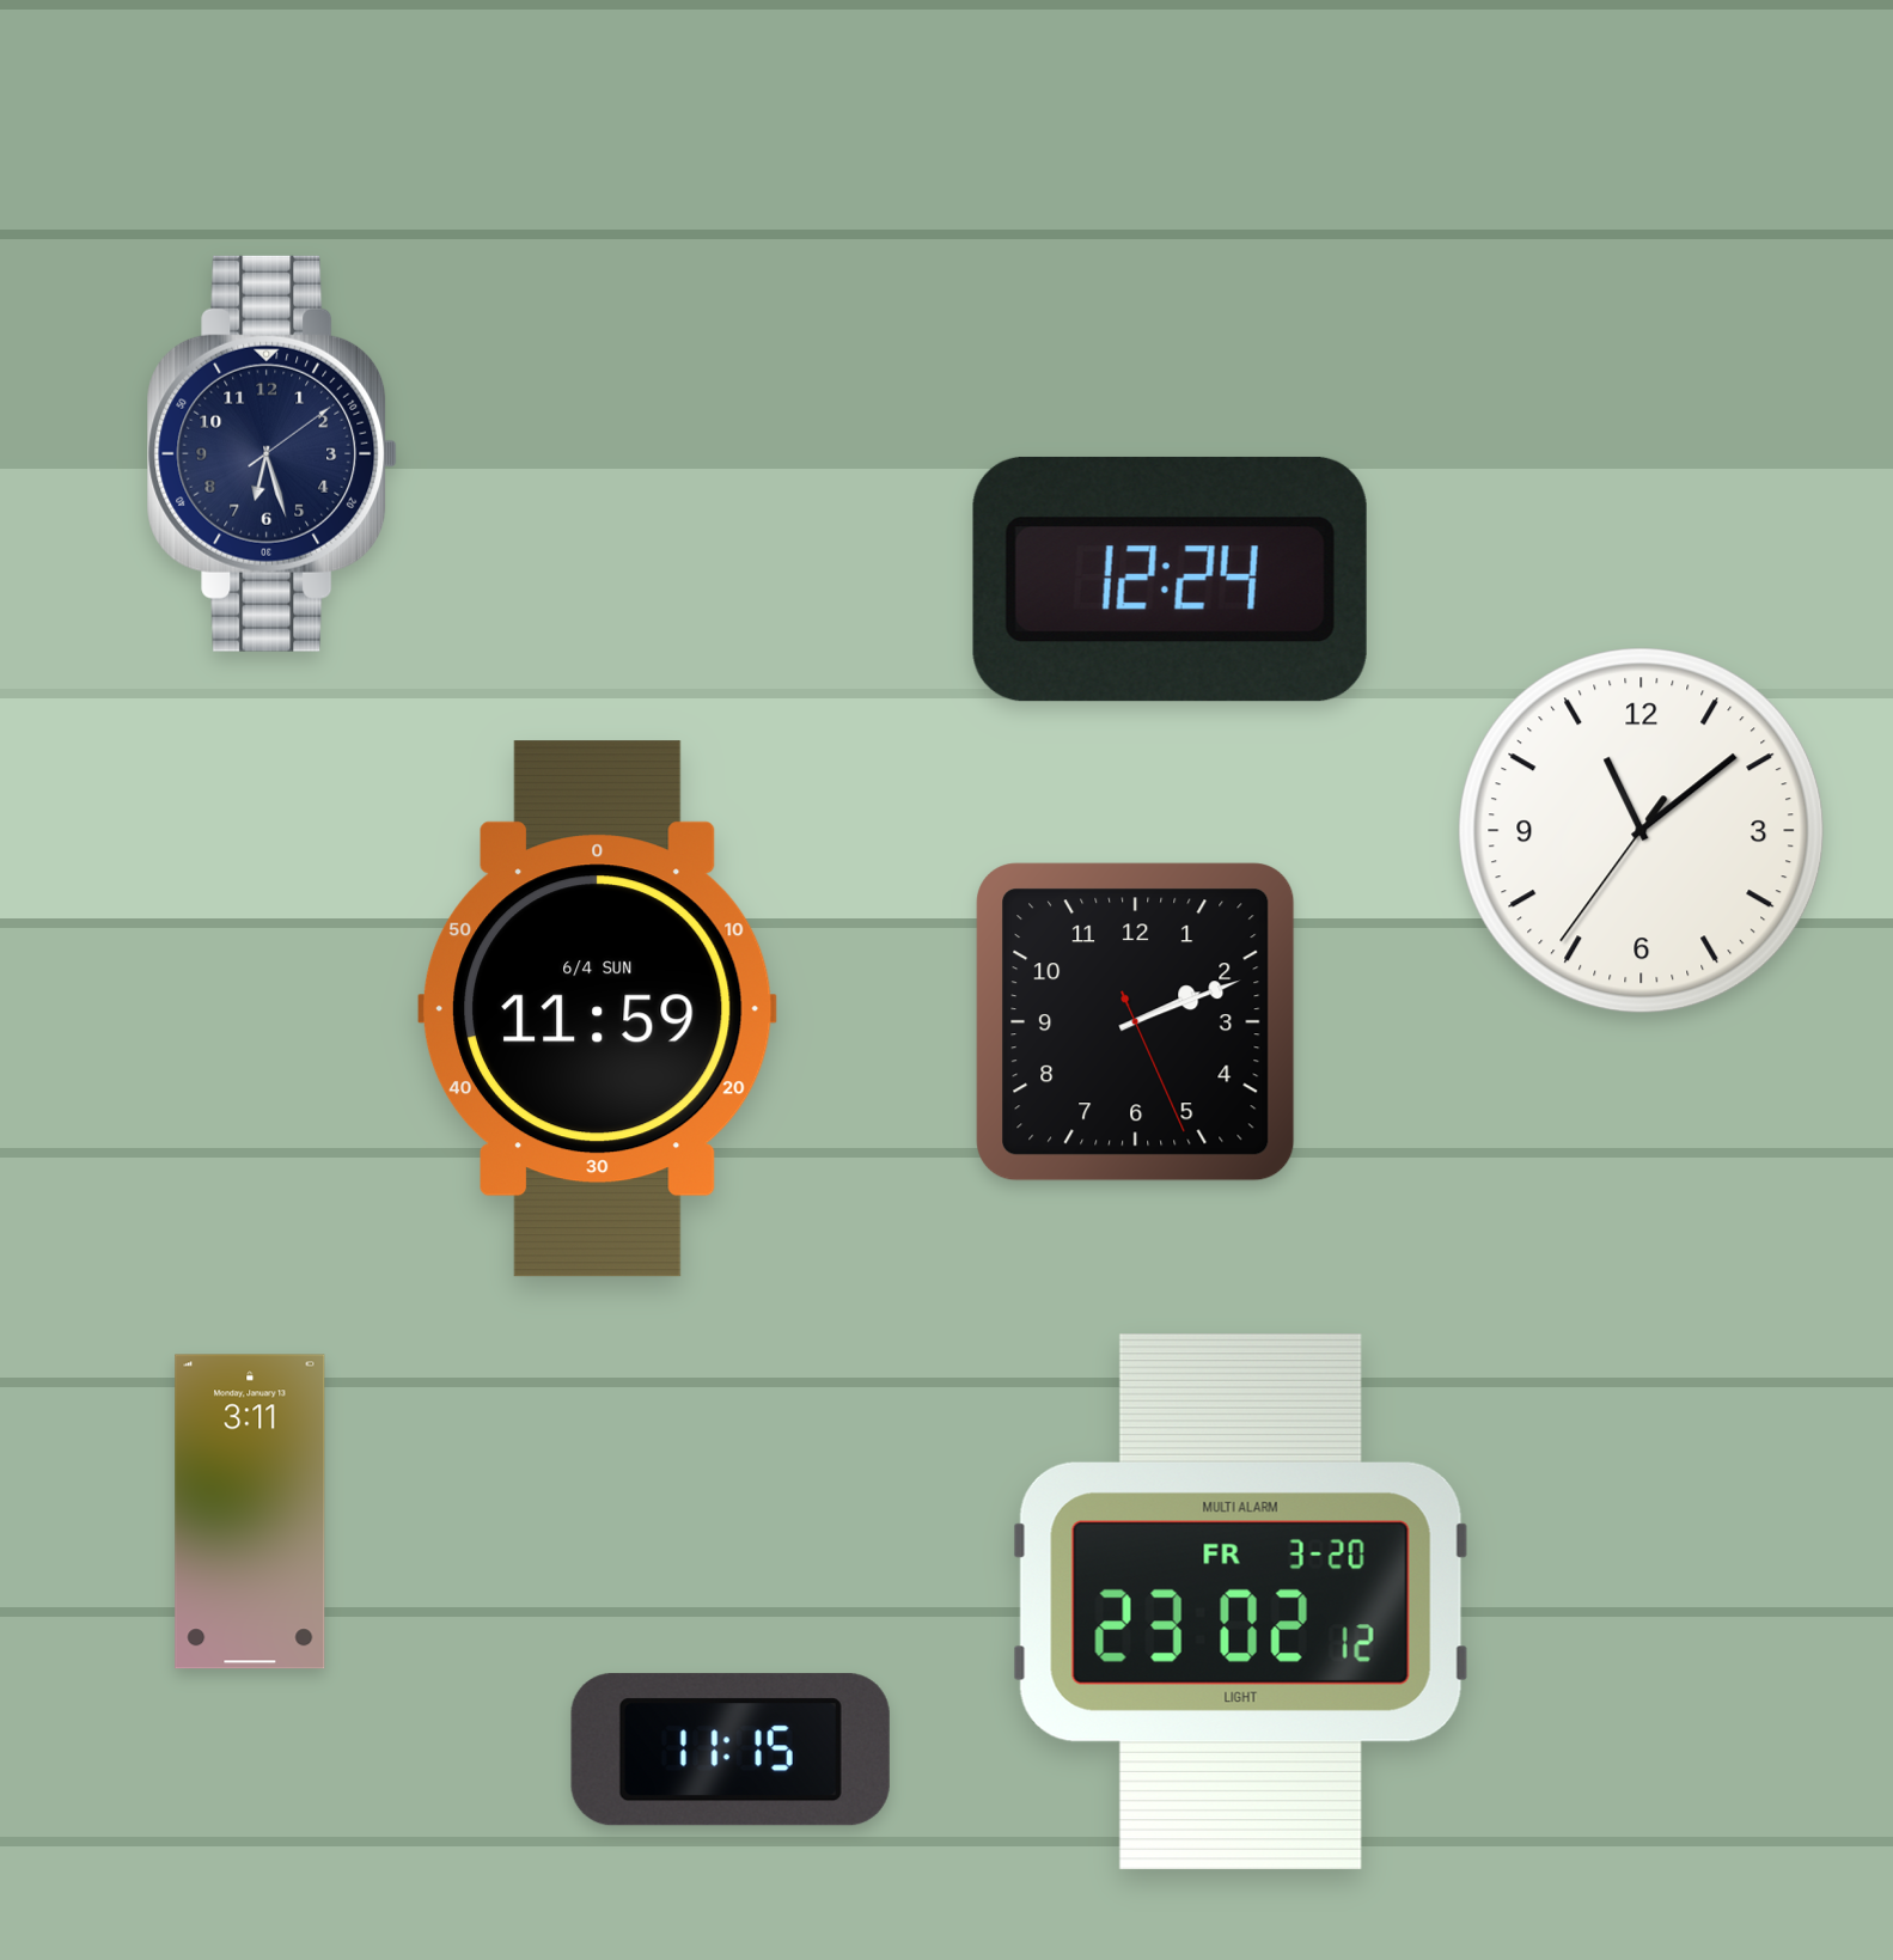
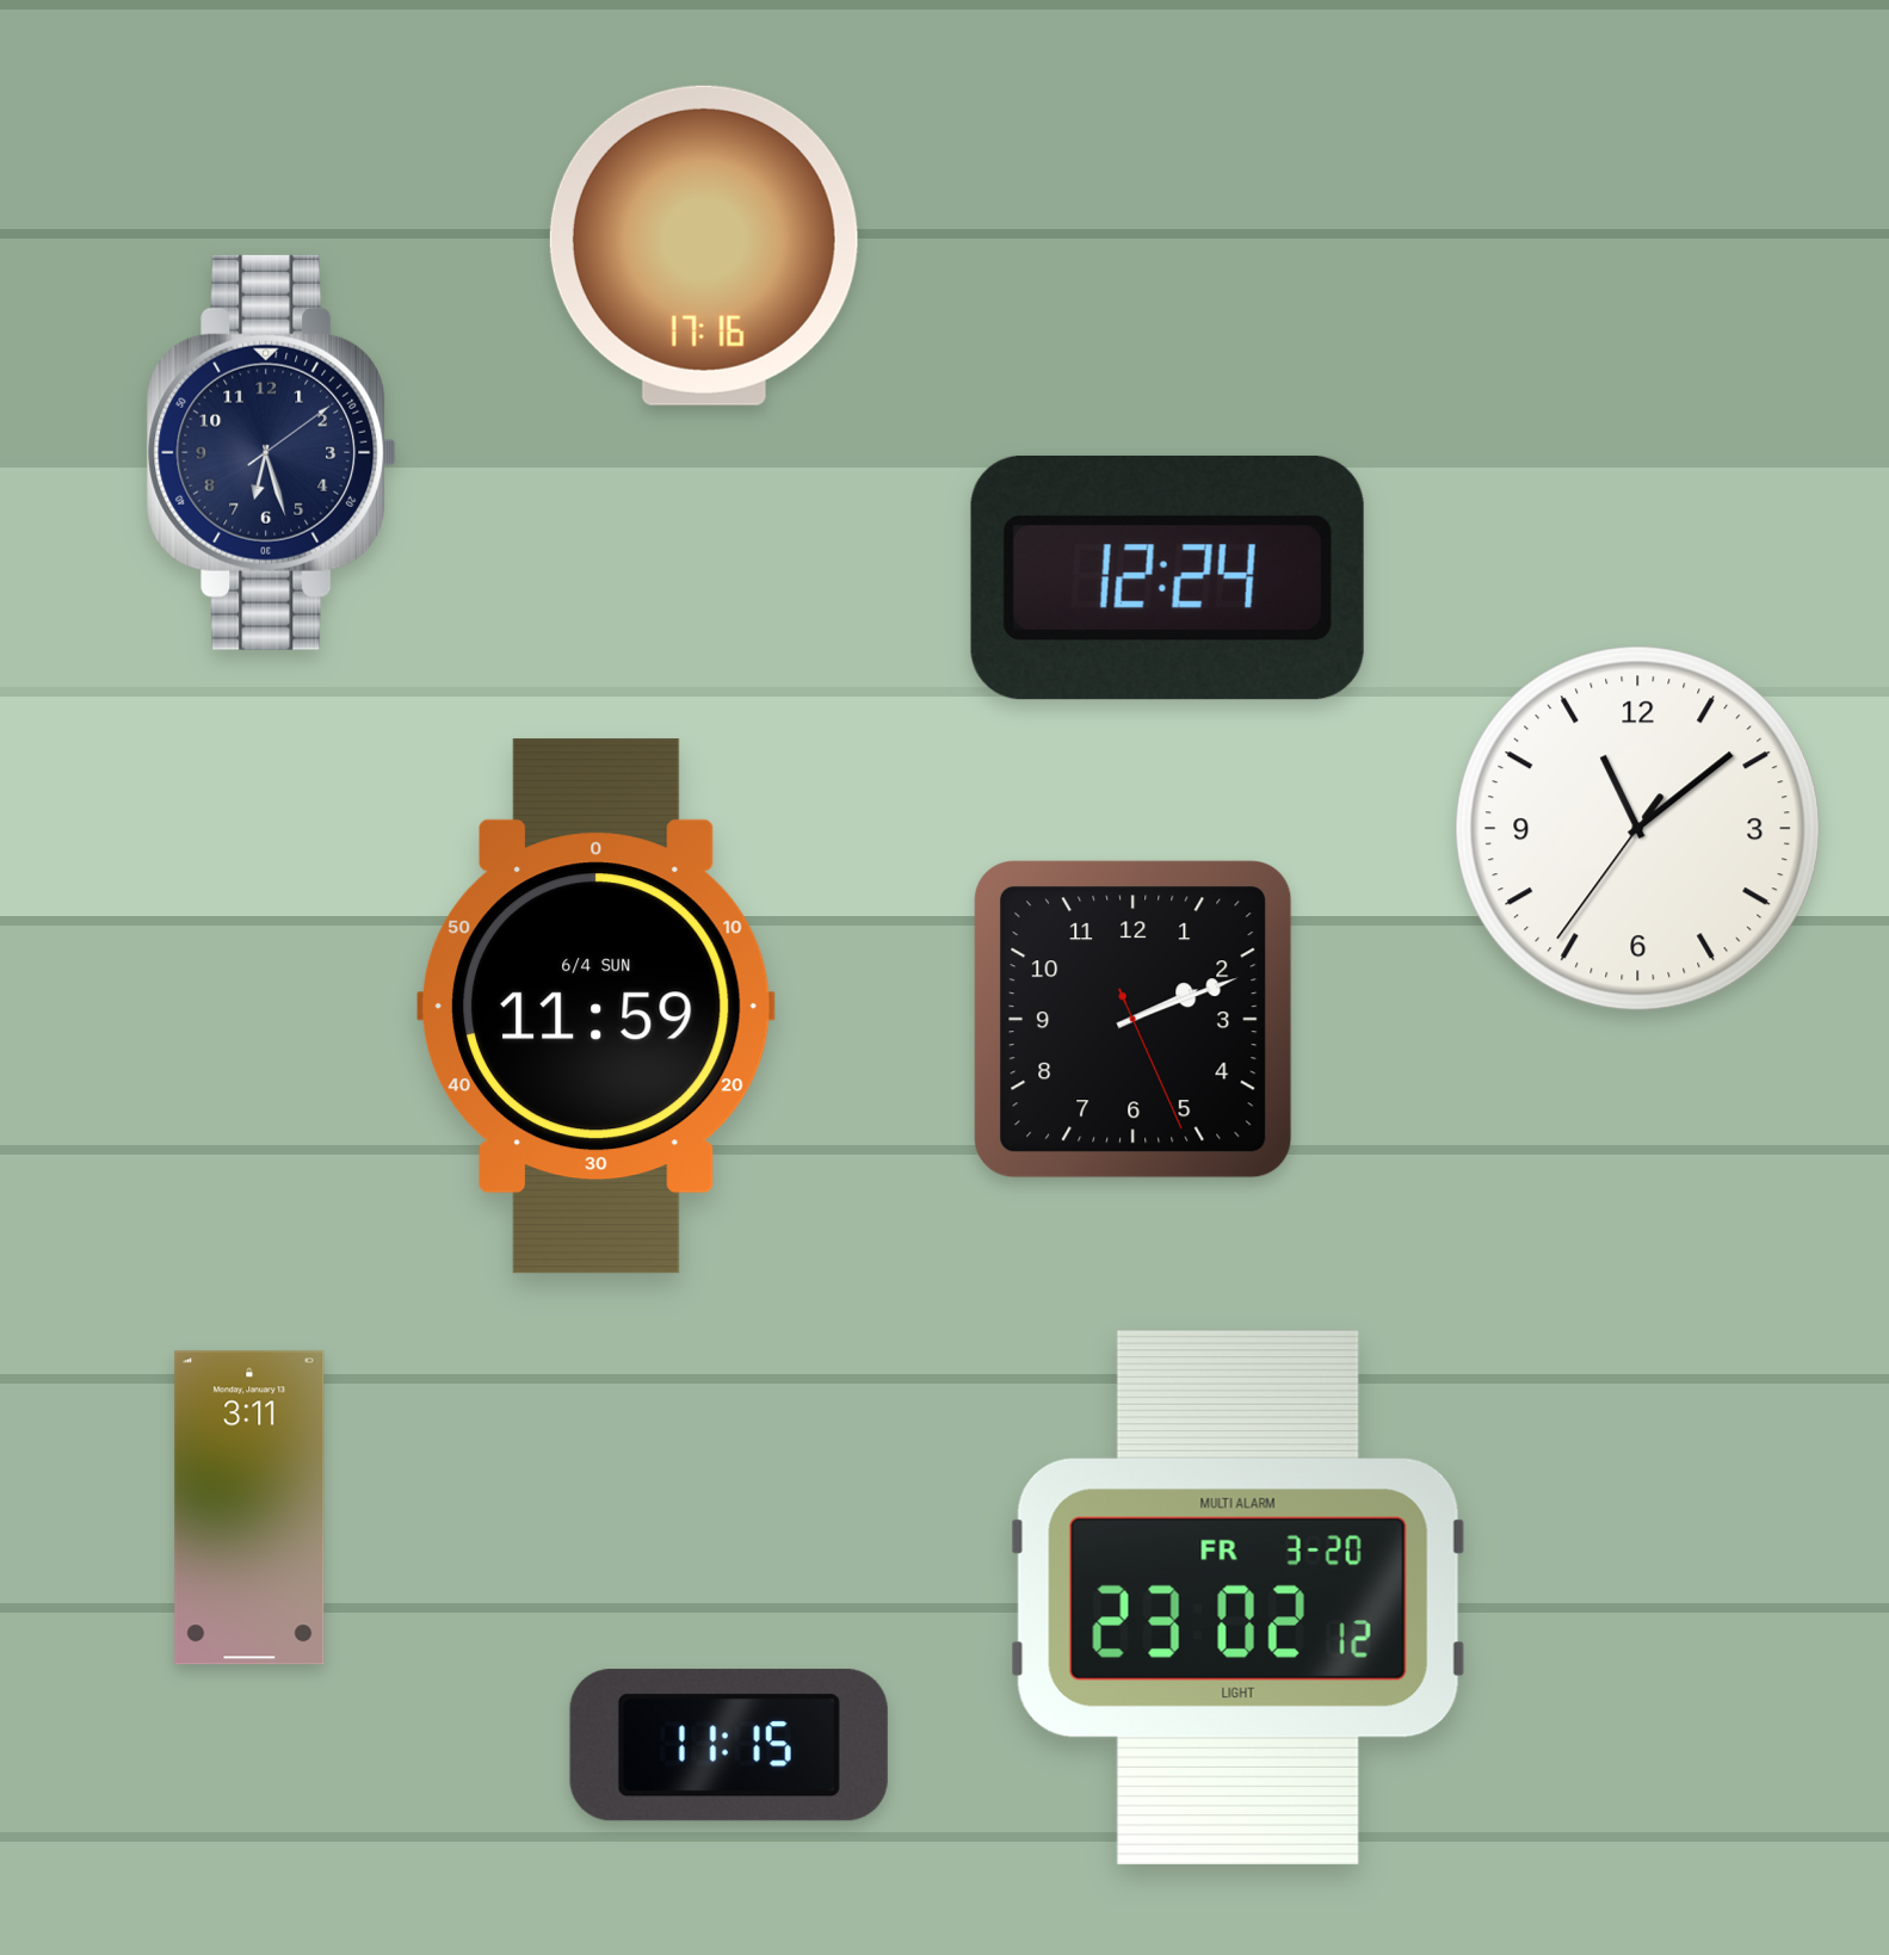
clock at (704, 246): none -> 17:16
